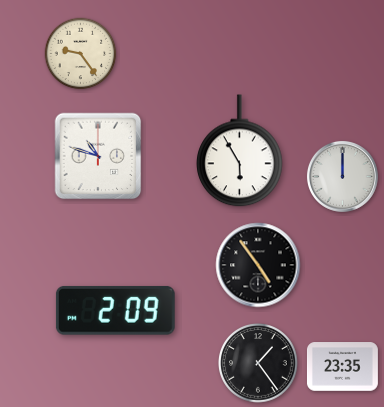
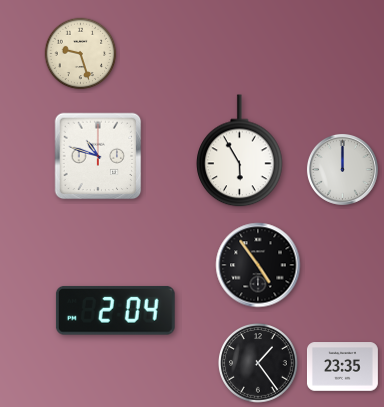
clock at (81, 54): 9:24 -> 9:27
clock at (342, 176) position: (342, 176) -> (342, 169)
clock at (115, 310): 2:09 -> 2:04
